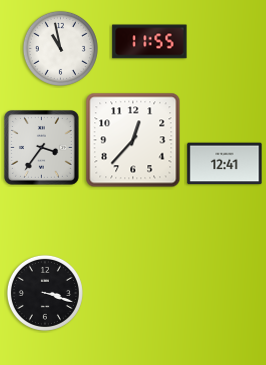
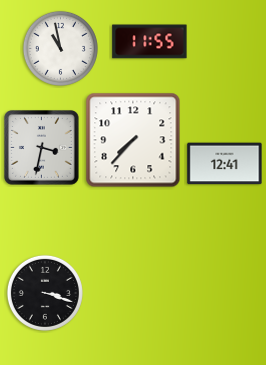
clock at (133, 140): 12:37 -> 7:37
clock at (42, 148): 3:36 -> 3:32
